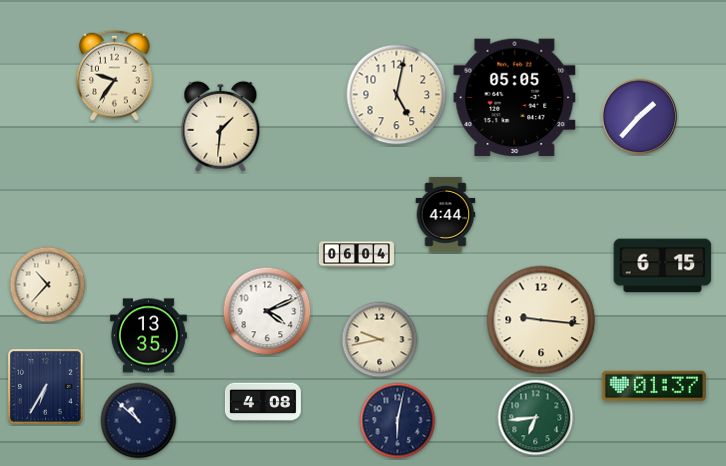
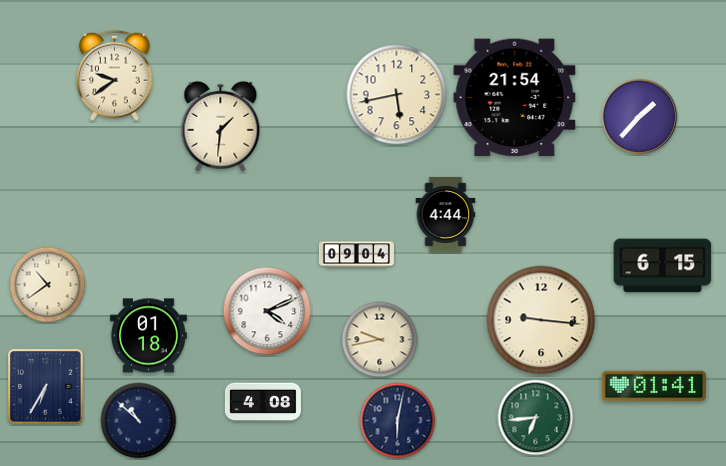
clock at (115, 75): 9:36 -> 9:39
clock at (397, 95): 5:02 -> 5:43
clock at (515, 98): 05:05 -> 21:54
clock at (356, 255): 06:04 -> 09:04
clock at (48, 285): 10:37 -> 10:39
clock at (148, 336): 13:35 -> 01:18
clock at (654, 386): 01:37 -> 01:41
